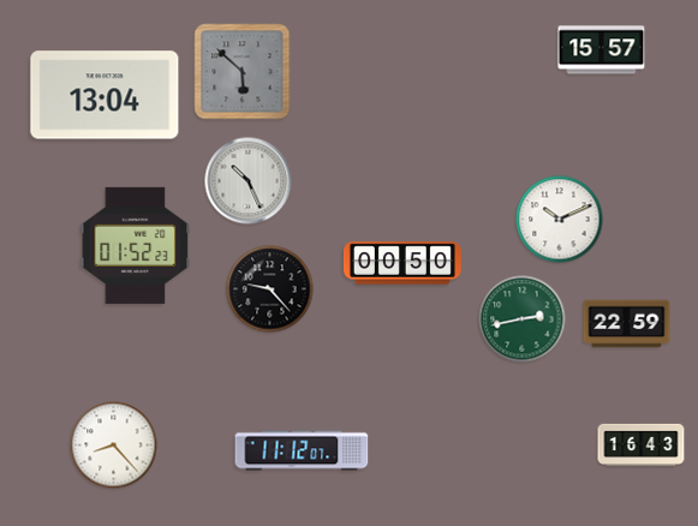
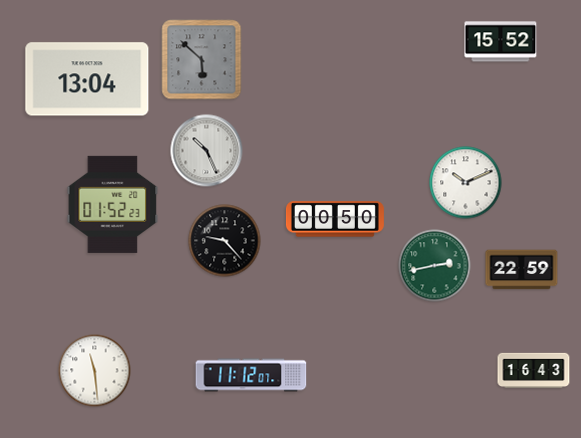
clock at (602, 50): 15:57 -> 15:52
clock at (114, 446): 8:23 -> 11:29
